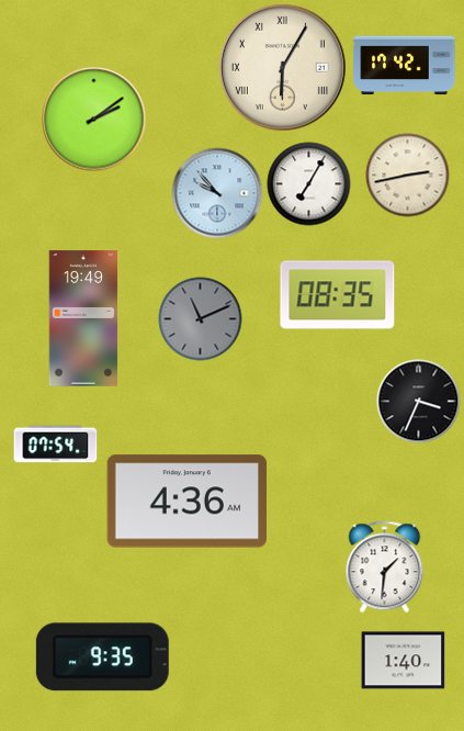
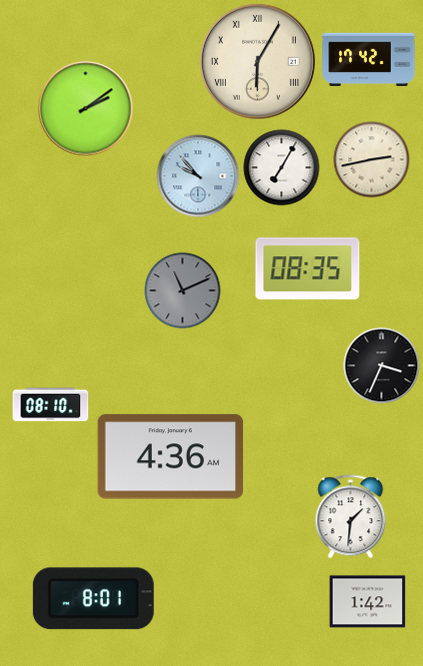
clock at (83, 318): 19:49 -> none
clock at (56, 445): 07:54 -> 08:10
clock at (102, 657): 9:35 -> 8:01
clock at (404, 661): 1:40 -> 1:42
